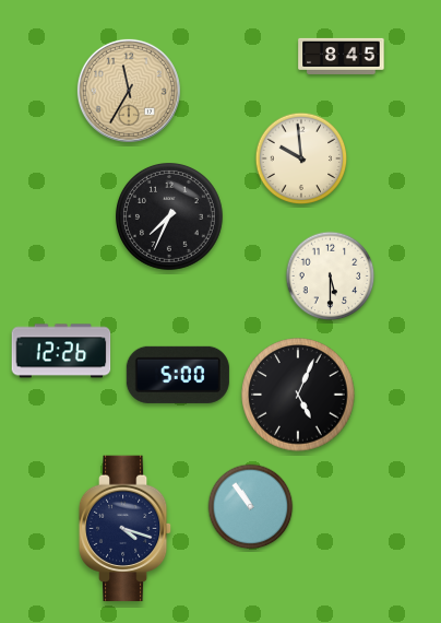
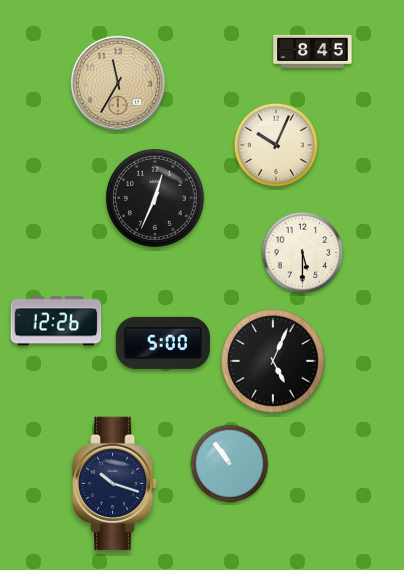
clock at (301, 158): 9:59 -> 10:04
clock at (170, 218): 7:34 -> 12:34
clock at (126, 529): 4:18 -> 10:18
